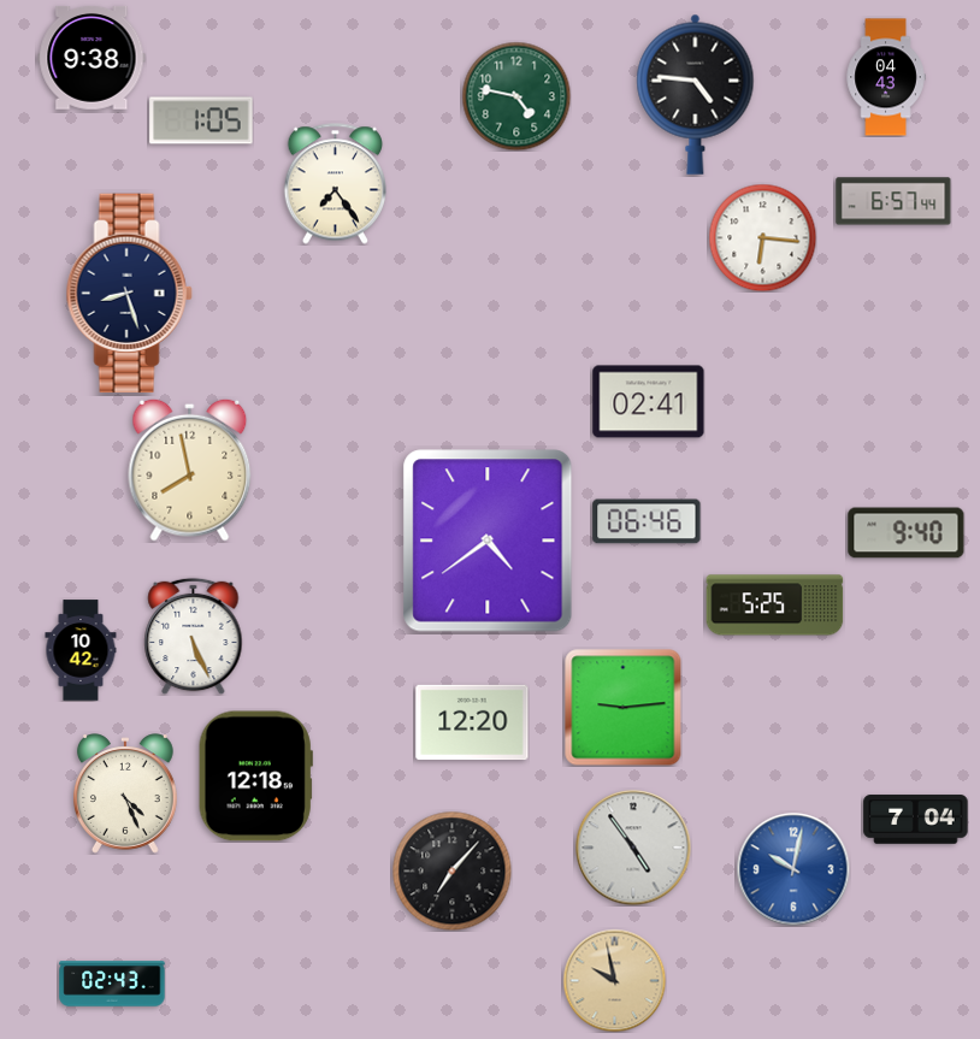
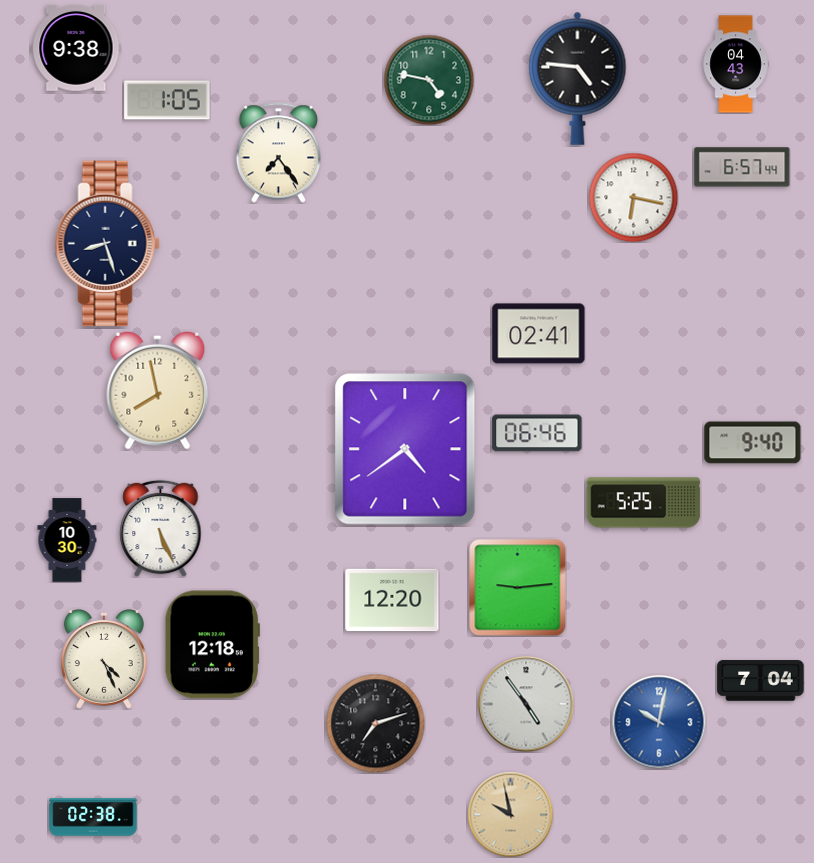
clock at (762, 237): 6:16 -> 6:17
clock at (81, 650): 10:42 -> 10:30
clock at (453, 872): 7:07 -> 7:12
clock at (112, 984): 02:43 -> 02:38
